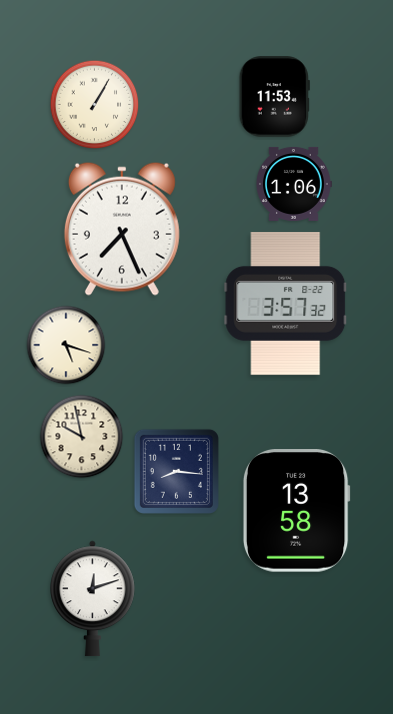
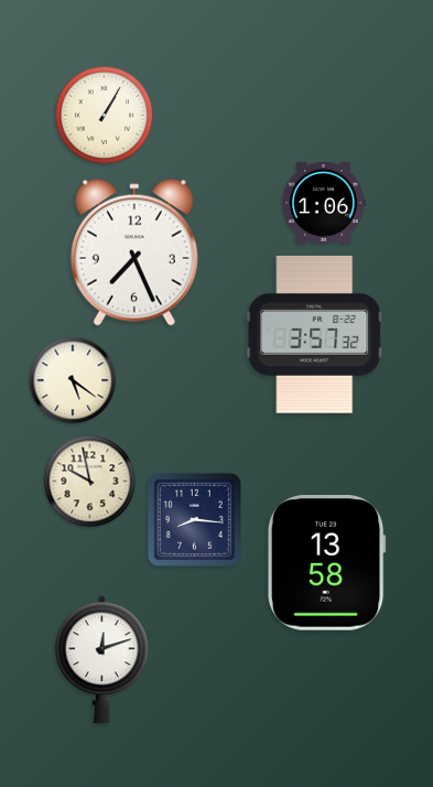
clock at (274, 97): 11:53 -> none
clock at (66, 345): 5:18 -> 5:21
